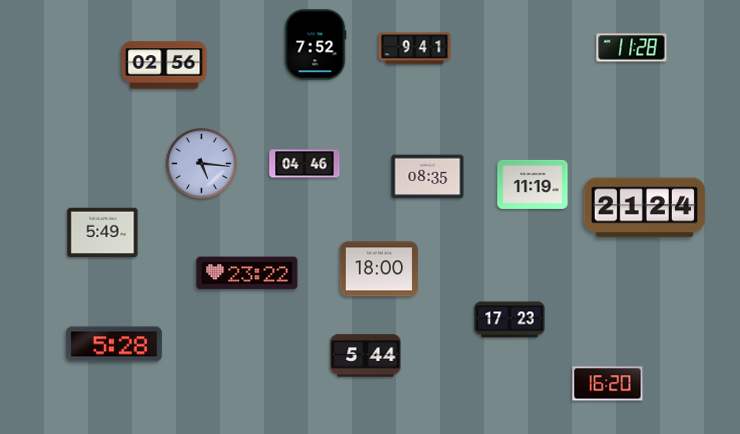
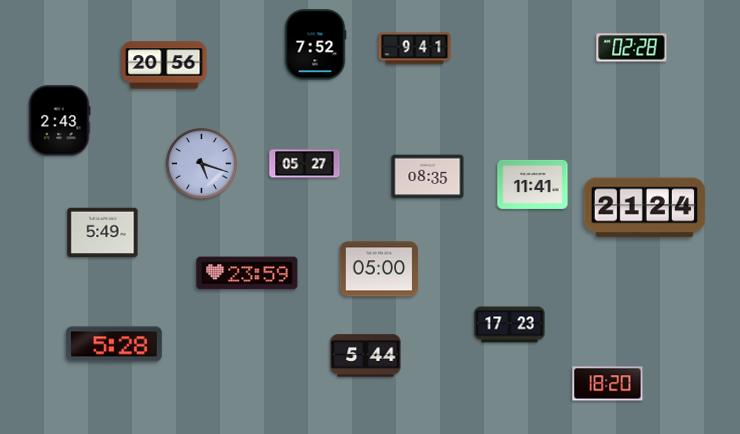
clock at (632, 48): 11:28 -> 02:28
clock at (164, 65): 02:56 -> 20:56
clock at (59, 121): none -> 2:43
clock at (202, 164): 5:16 -> 5:18
clock at (305, 164): 04:46 -> 05:27
clock at (533, 184): 11:19 -> 11:41
clock at (379, 269): 18:00 -> 05:00
clock at (247, 273): 23:22 -> 23:59
clock at (510, 320) position: (510, 320) -> (510, 325)
clock at (608, 384): 16:20 -> 18:20
